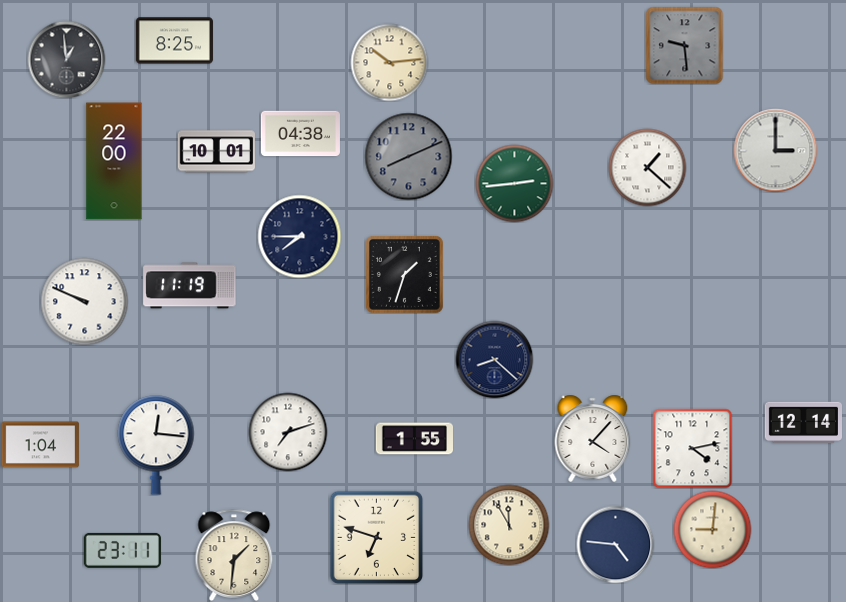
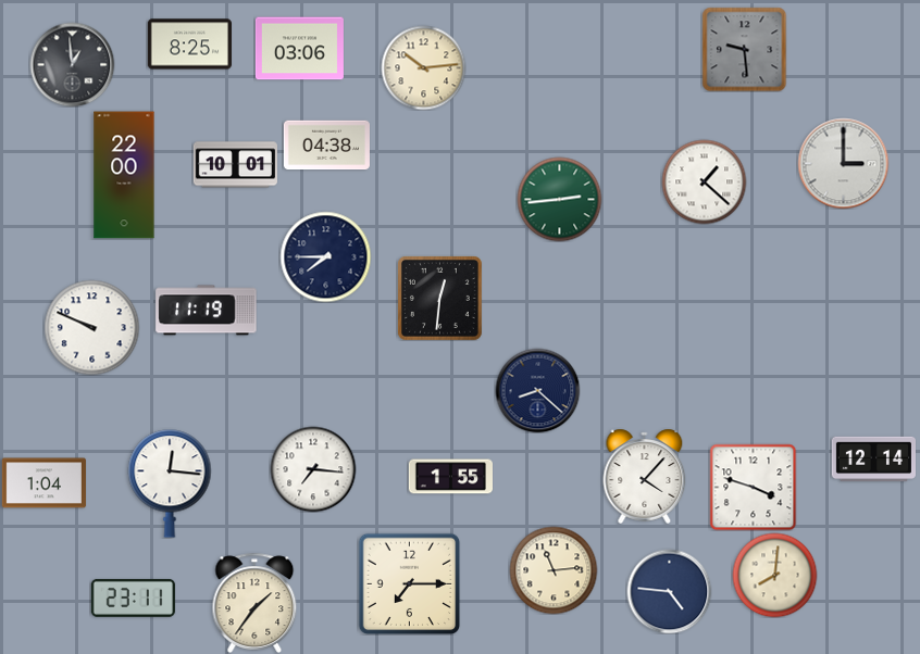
clock at (299, 49): none -> 03:06
clock at (408, 156): 8:11 -> none
clock at (404, 274): 1:33 -> 12:31
clock at (288, 432): 7:12 -> 7:16
clock at (692, 448): 4:13 -> 3:48
clock at (509, 525): 11:55 -> 11:14
clock at (712, 529): 9:01 -> 8:01
clock at (376, 537): 6:48 -> 7:15
clock at (234, 555): 1:31 -> 1:36
